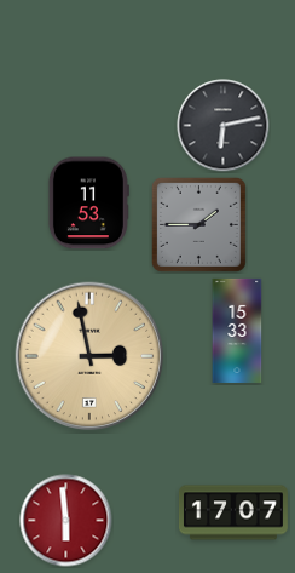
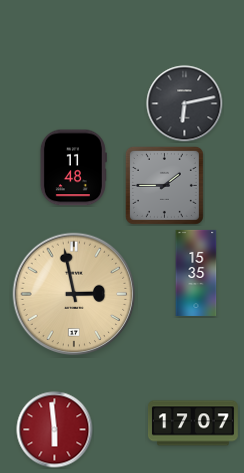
clock at (88, 204): 11:53 -> 11:48
clock at (237, 331): 15:33 -> 15:35
